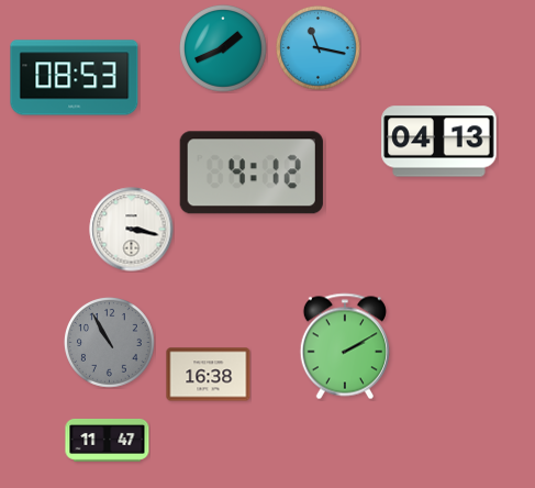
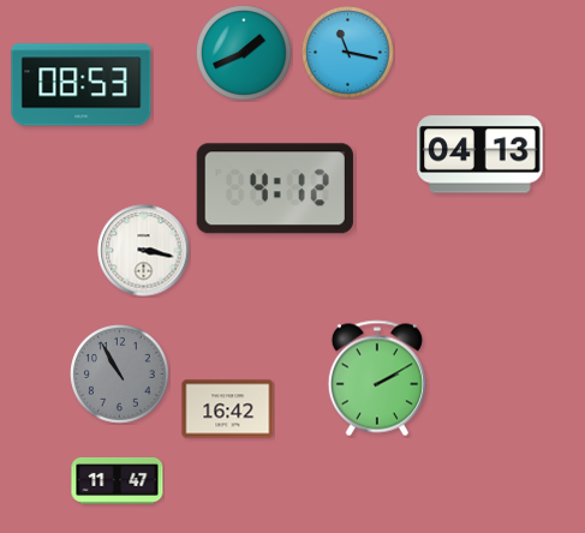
clock at (209, 375): 16:38 -> 16:42
